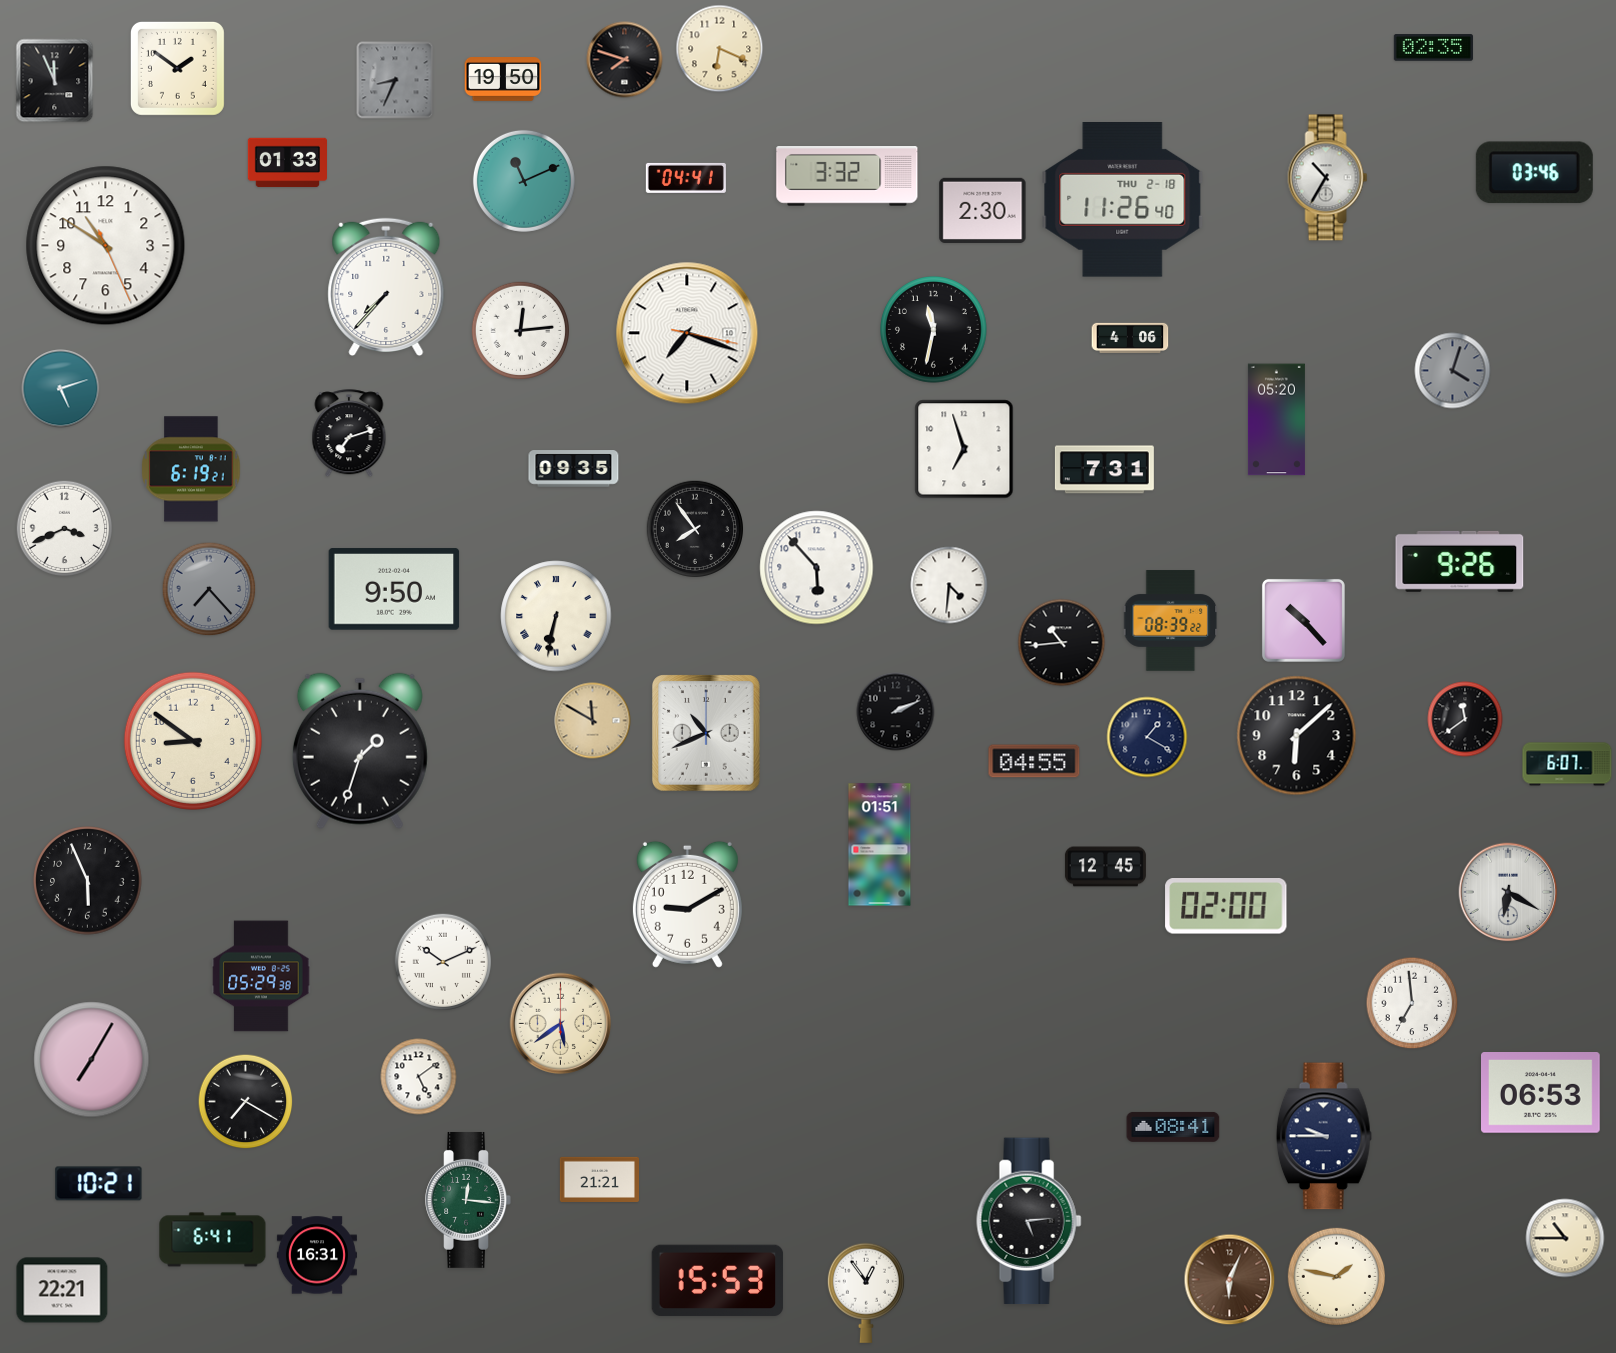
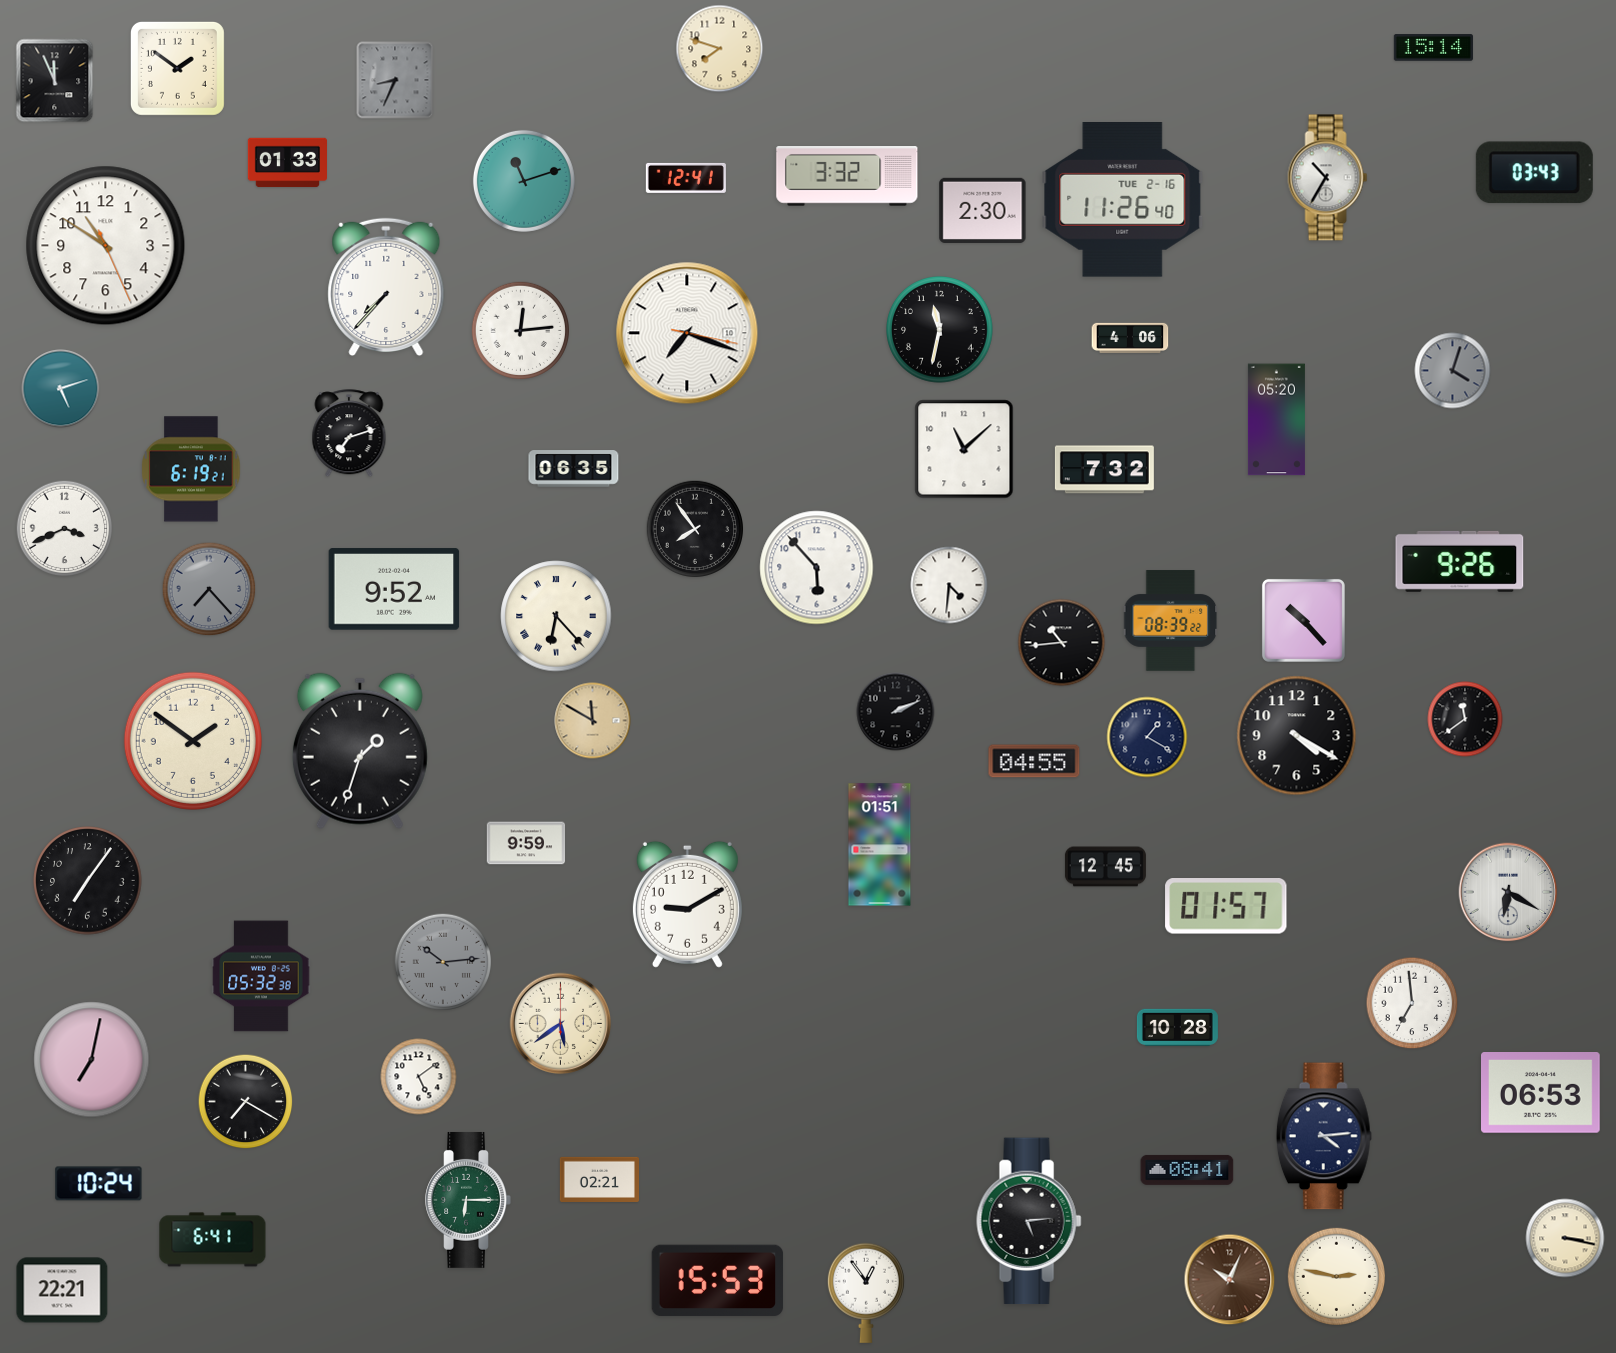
clock at (1433, 48): 02:35 -> 15:14
clock at (720, 49): 6:19 -> 7:48
clock at (625, 60): 7:48 -> none
clock at (503, 80): 19:50 -> none
clock at (1534, 173): 03:46 -> 03:43
clock at (686, 178): 04:41 -> 12:41
clock at (524, 181): 11:11 -> 11:12
clock at (1123, 200) date: THU 2-18 -> TUE 2-16
clock at (934, 330) position: (934, 330) -> (940, 330)
clock at (964, 449): 6:57 -> 11:08
clock at (574, 469): 09:35 -> 06:35
clock at (1104, 470): 7:31 -> 7:32
clock at (394, 589): 9:50 -> 9:52
clock at (556, 616): 6:32 -> 6:23
clock at (707, 733): 10:41 -> none
clock at (1297, 736): 6:08 -> 4:20
clock at (193, 741): 8:51 -> 1:51
clock at (1567, 764): 6:07 -> none
clock at (526, 843): none -> 9:59
clock at (88, 881): 5:56 -> 7:06
clock at (1226, 907): 02:00 -> 01:57
clock at (442, 961): 10:11 -> 10:14
clock at (442, 961) dial: white -> grey
clock at (261, 976): 05:29 -> 05:32
clock at (1177, 1027): none -> 10:28
clock at (92, 1060): 7:05 -> 7:02
clock at (1173, 1127) position: (1173, 1127) -> (1187, 1170)
clock at (1324, 1136): 9:45 -> 4:14
clock at (599, 1179): 21:21 -> 02:21
clock at (99, 1184): 10:21 -> 10:24
clock at (468, 1200): 12:16 -> 6:15
clock at (1565, 1238): 10:45 -> 3:17
clock at (317, 1255): 16:31 -> none
clock at (1336, 1276): 1:47 -> 2:47
clock at (1230, 1280): 6:04 -> 10:04
